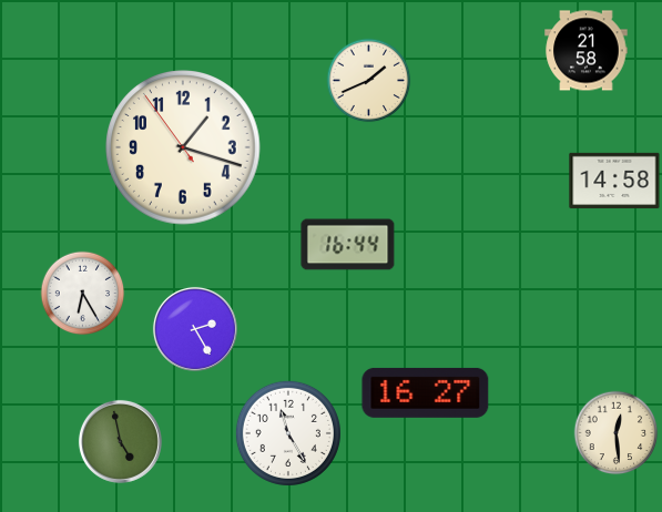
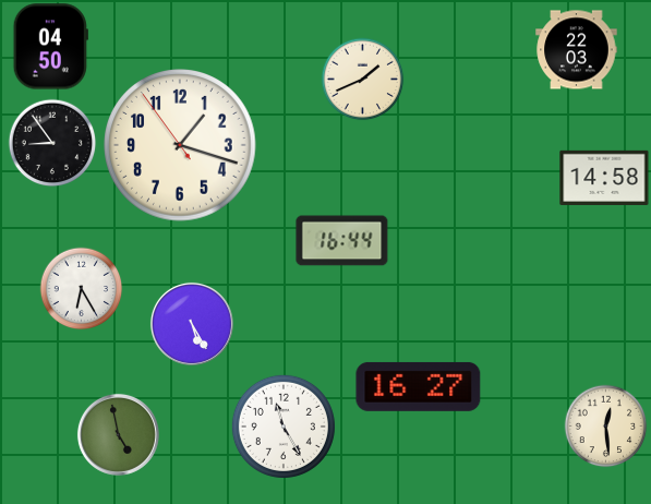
clock at (50, 47): none -> 04:50
clock at (587, 51): 21:58 -> 22:03
clock at (52, 143): none -> 8:54
clock at (195, 329): 2:25 -> 5:25
